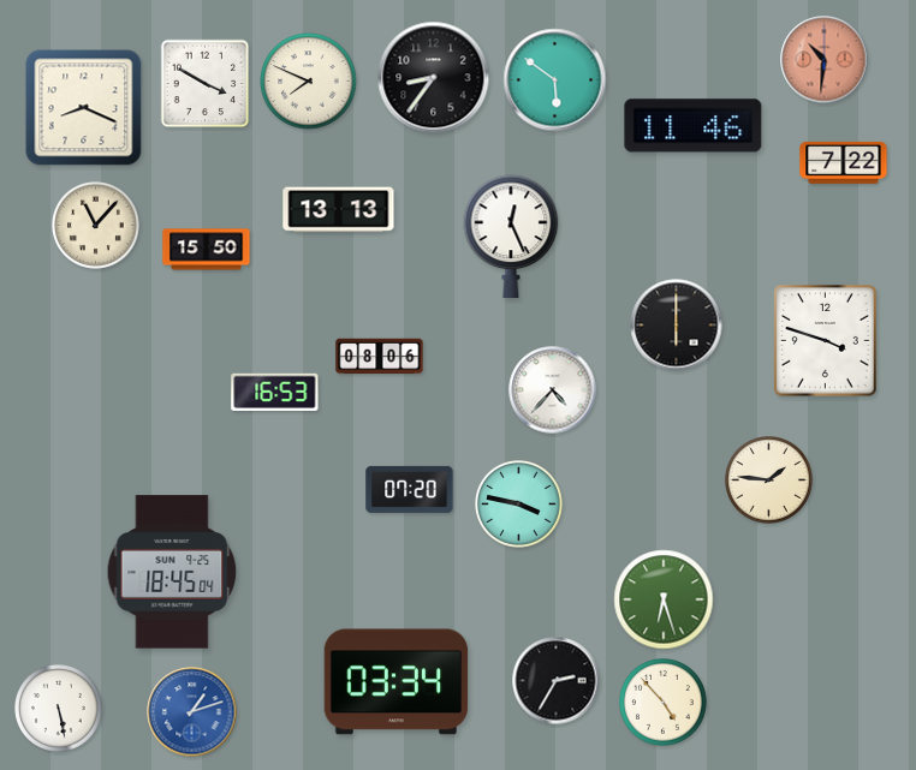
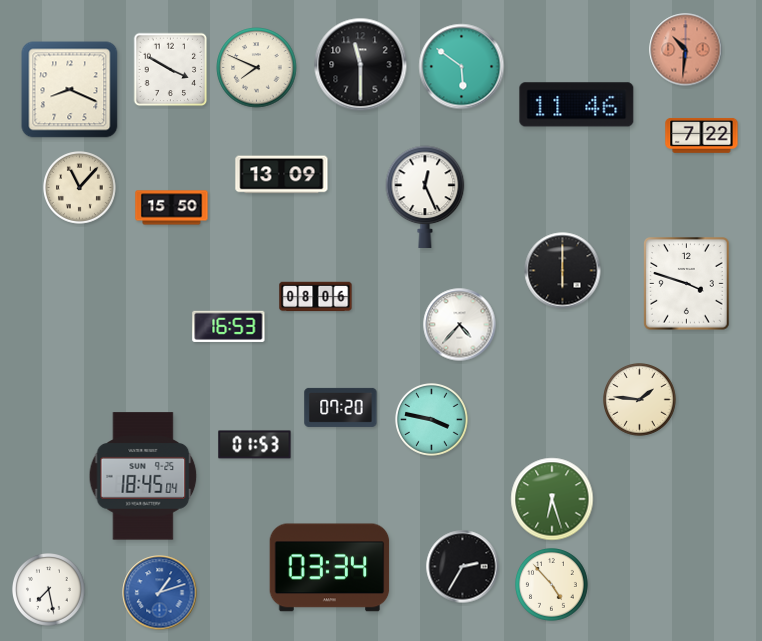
clock at (434, 78): 8:36 -> 11:30
clock at (339, 210): 13:13 -> 13:09
clock at (255, 445): none -> 01:53
clock at (59, 709): 5:28 -> 7:28
